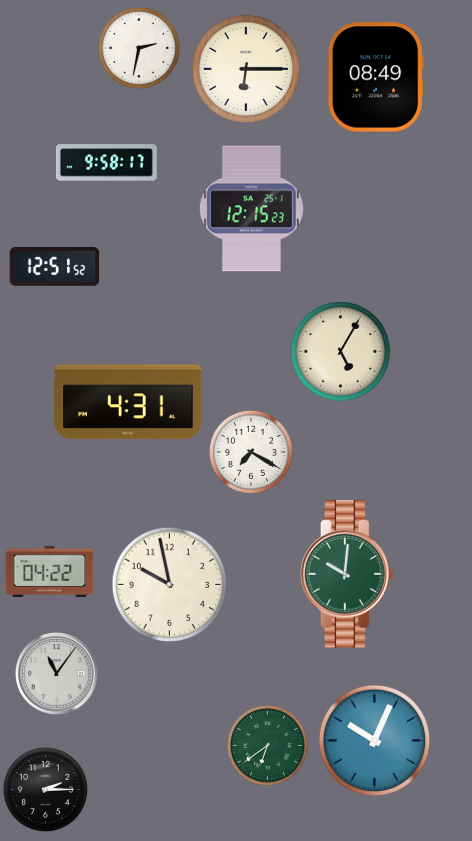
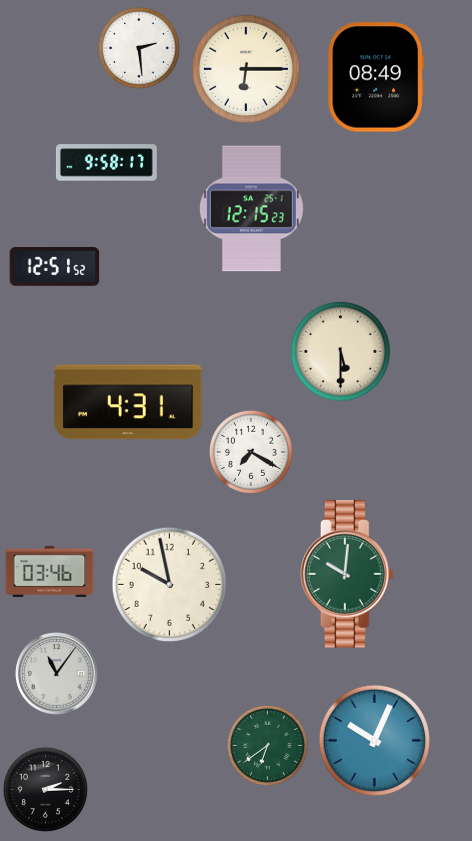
clock at (139, 48): 2:32 -> 2:29
clock at (340, 351): 5:05 -> 5:30
clock at (50, 571): 04:22 -> 03:46
